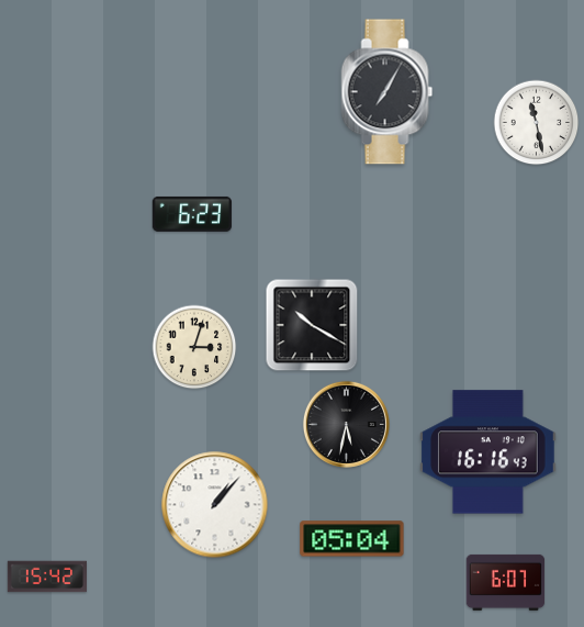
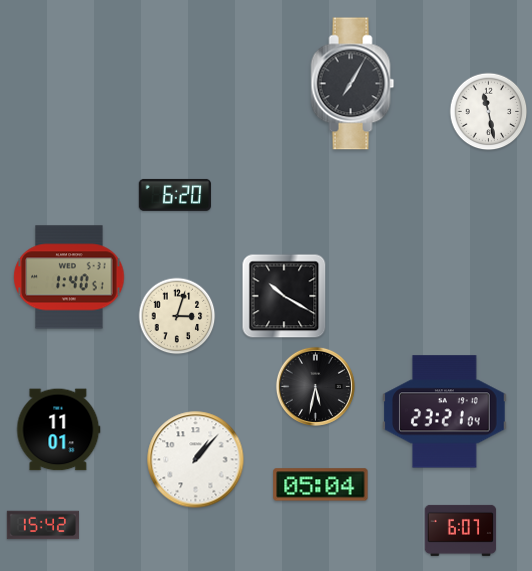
clock at (192, 214): 6:23 -> 6:20
clock at (69, 277): none -> 1:40
clock at (488, 452): 16:16 -> 23:21
clock at (59, 430): none -> 11:01
clock at (352, 539) position: (352, 539) -> (321, 485)
